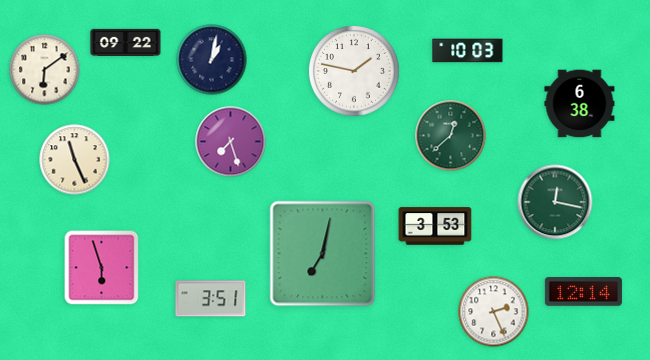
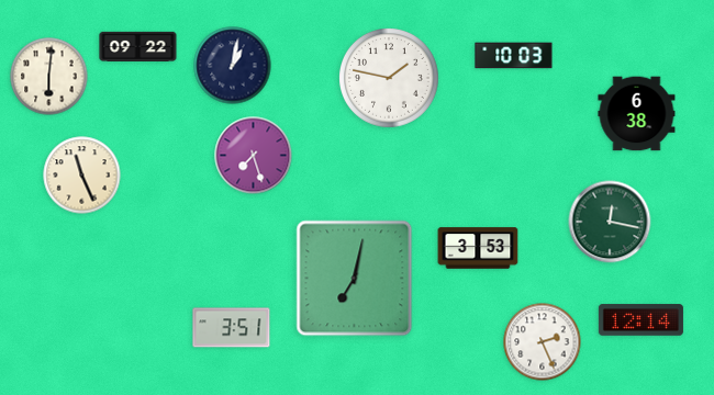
clock at (45, 70): 6:09 -> 6:01
clock at (451, 136): 12:38 -> none
clock at (102, 268): 5:57 -> none
